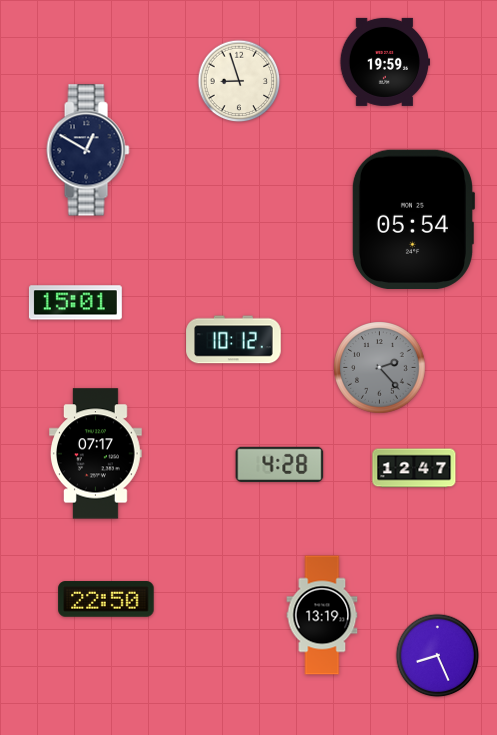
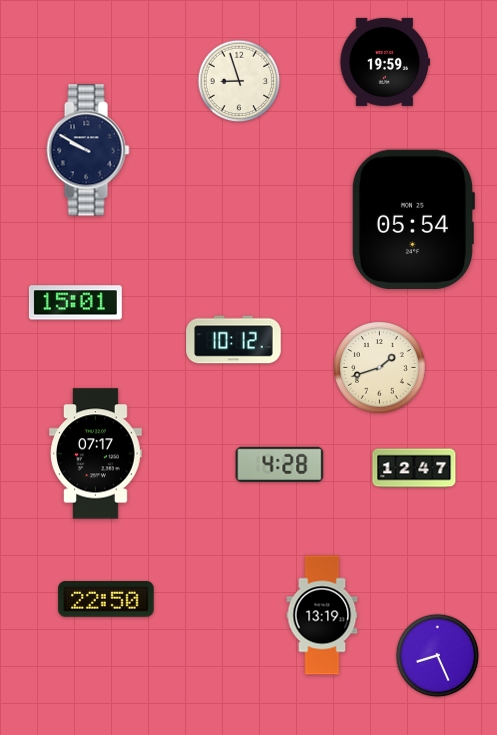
clock at (88, 150): 12:50 -> 9:50
clock at (380, 368): 2:23 -> 1:42
clock at (380, 368) dial: grey -> cream
